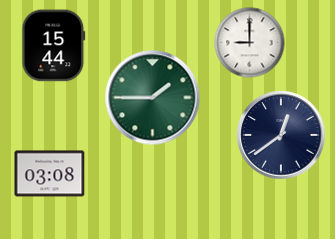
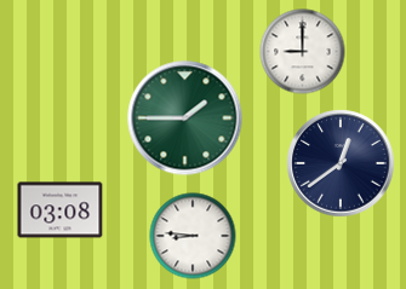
clock at (54, 46): 15:44 -> none
clock at (193, 236): none -> 8:46
